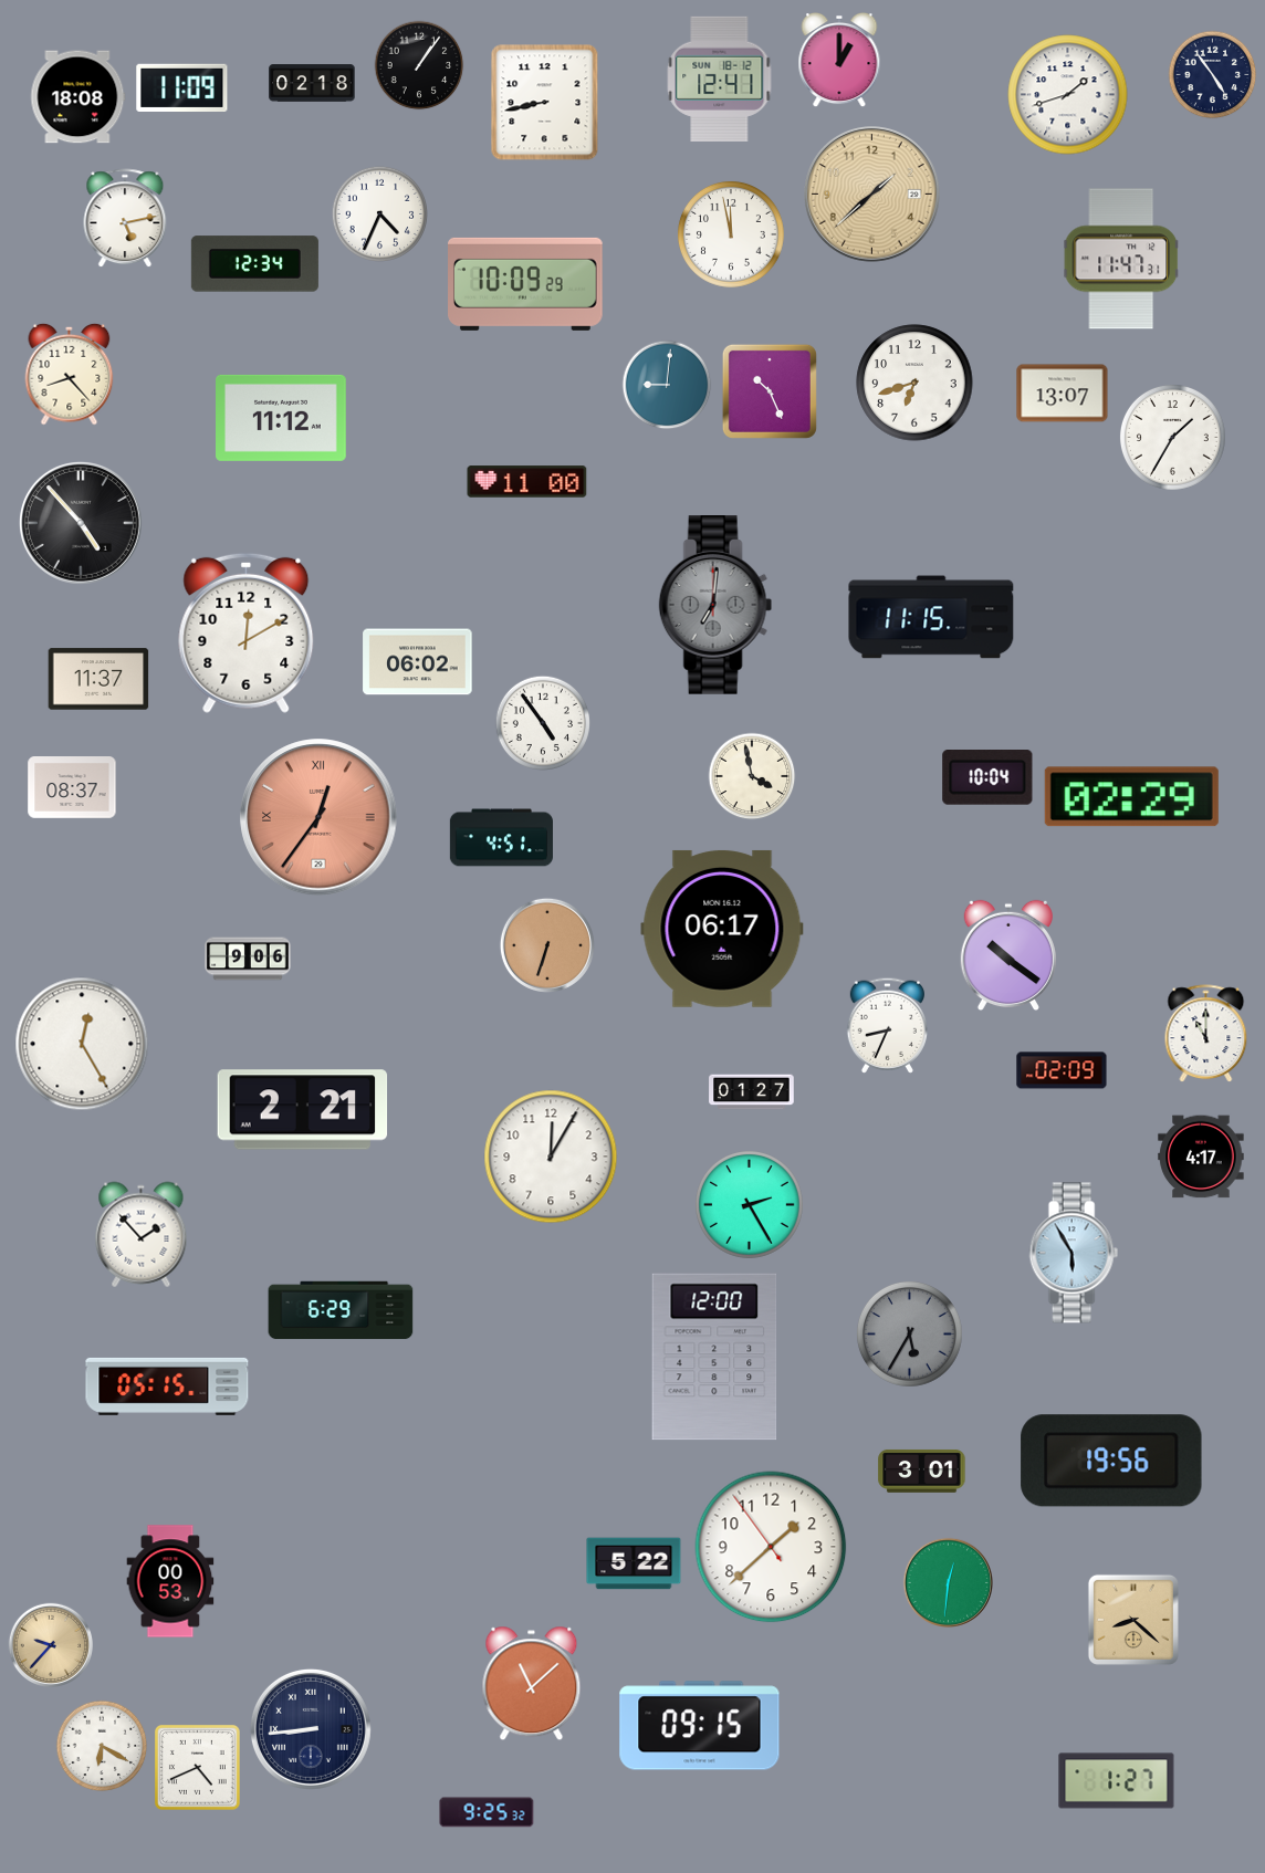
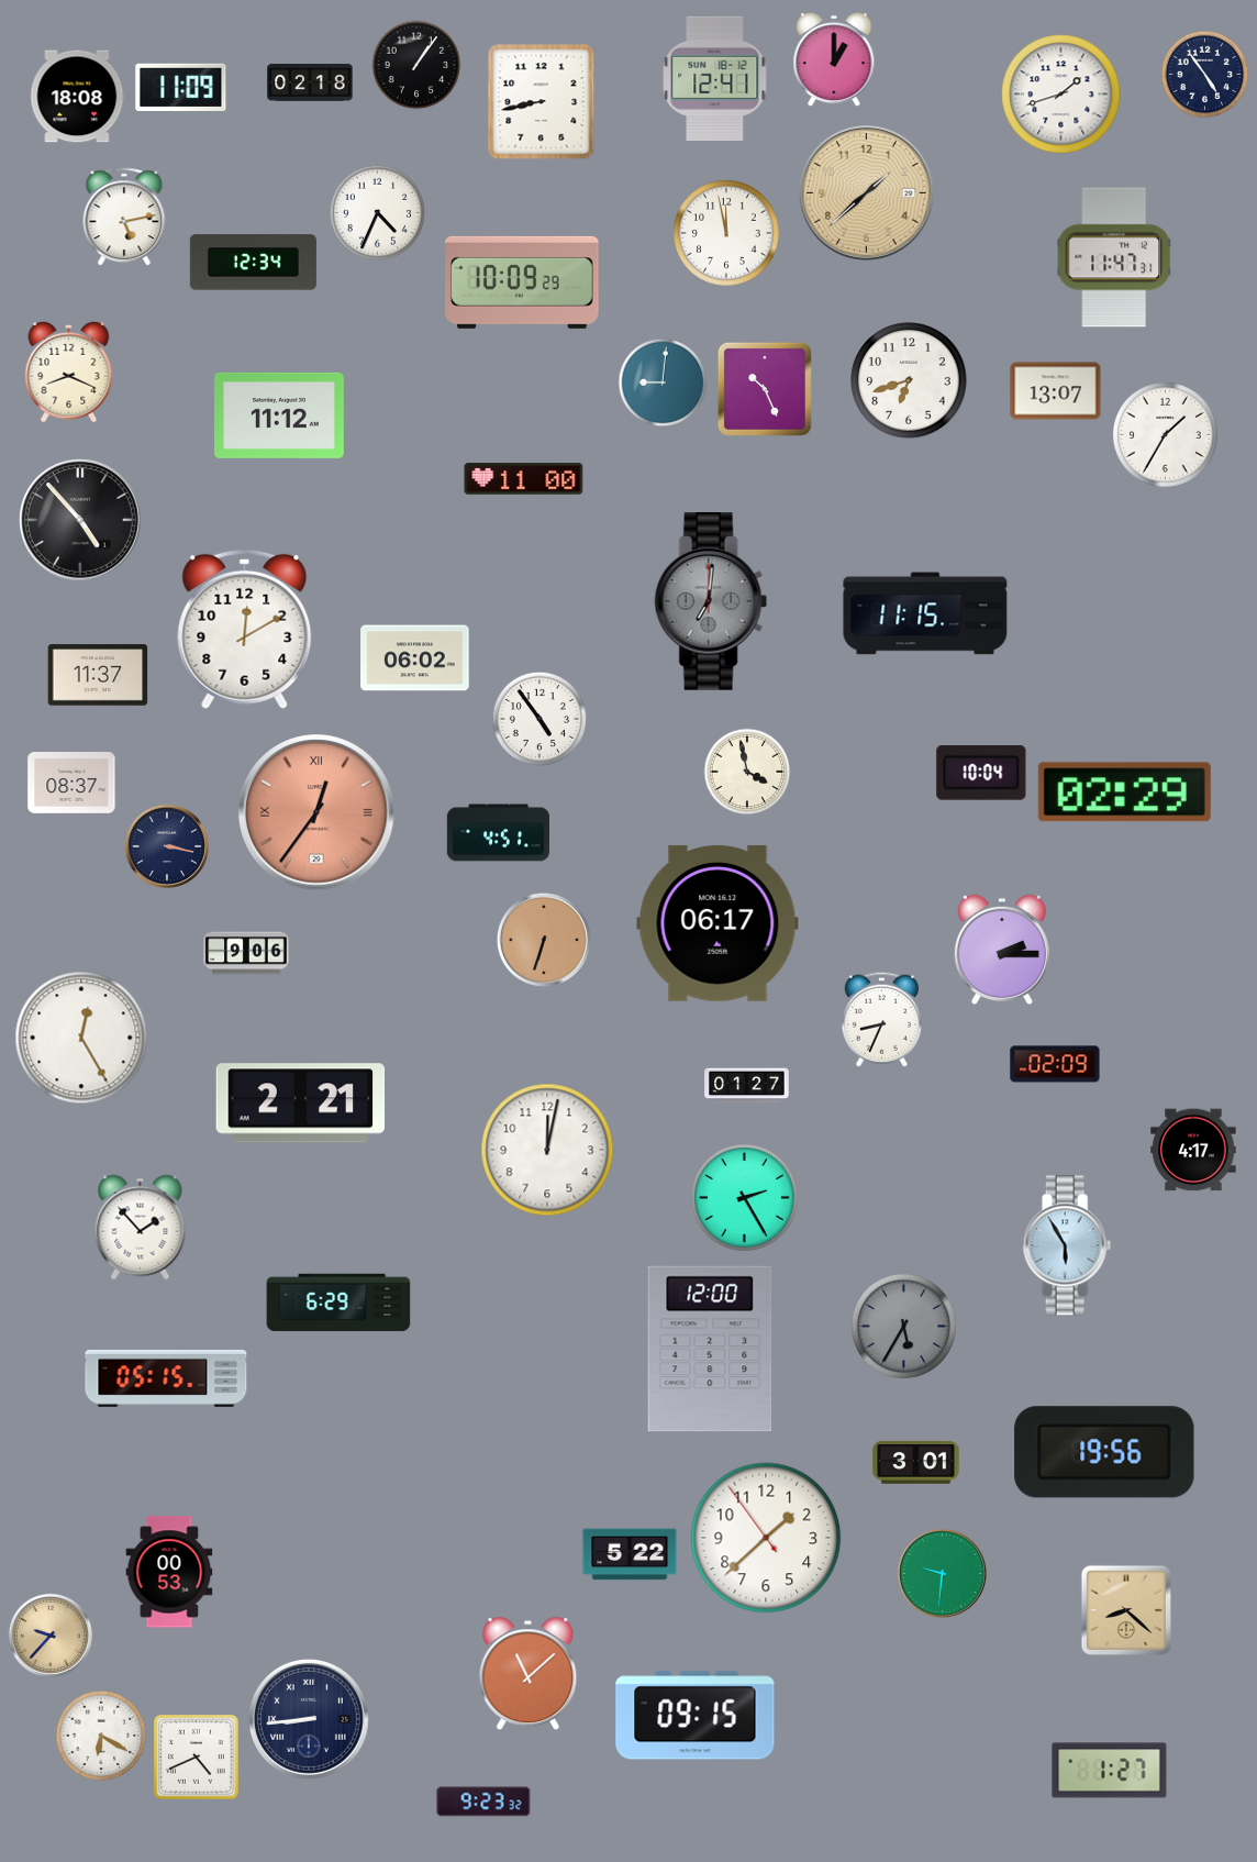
clock at (70, 374): 8:23 -> 8:19
clock at (167, 846): none -> 3:17
clock at (1008, 955): 10:21 -> 2:15
clock at (1206, 1034): 11:00 -> none
clock at (551, 1157): 12:05 -> 12:02
clock at (948, 1582): 12:31 -> 9:31
clock at (487, 1812): 9:25 -> 9:23
